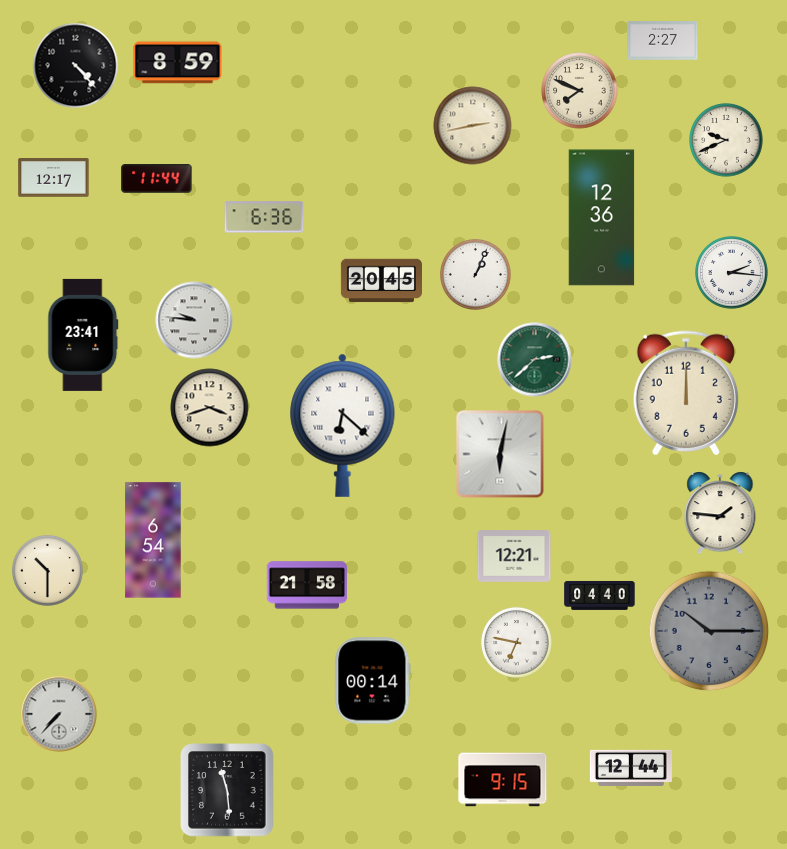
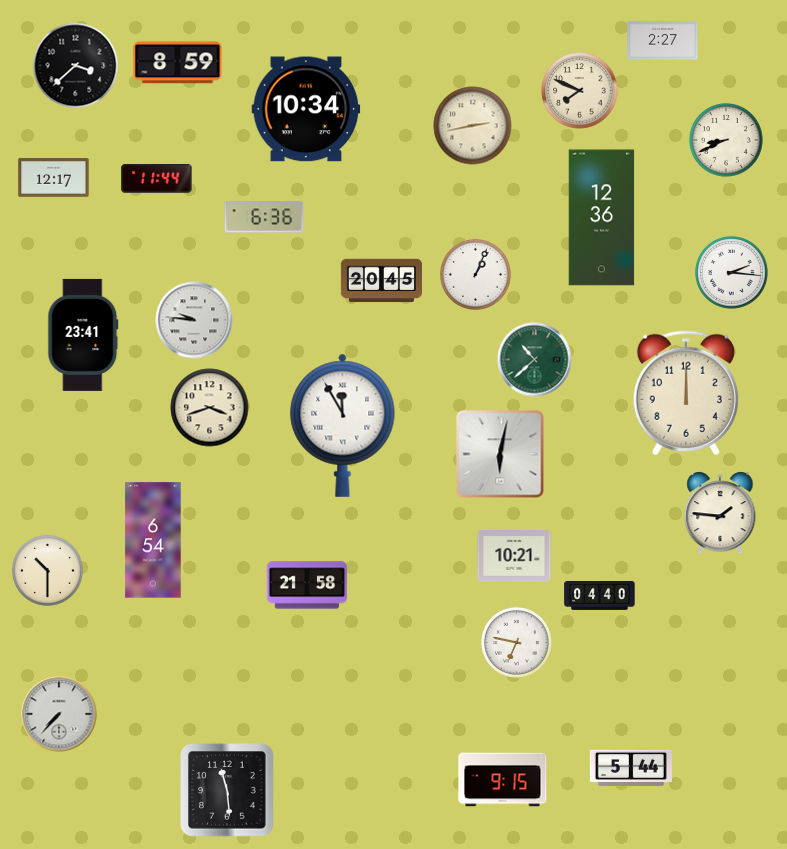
clock at (76, 66): 4:23 -> 3:38
clock at (306, 109): none -> 10:34
clock at (726, 140): 9:41 -> 8:41
clock at (535, 360): 2:38 -> 10:38
clock at (343, 425): 6:22 -> 11:55
clock at (514, 556): 12:21 -> 10:21
clock at (709, 631): 10:15 -> none
clock at (373, 681): 00:14 -> none
clock at (631, 768): 12:44 -> 5:44
